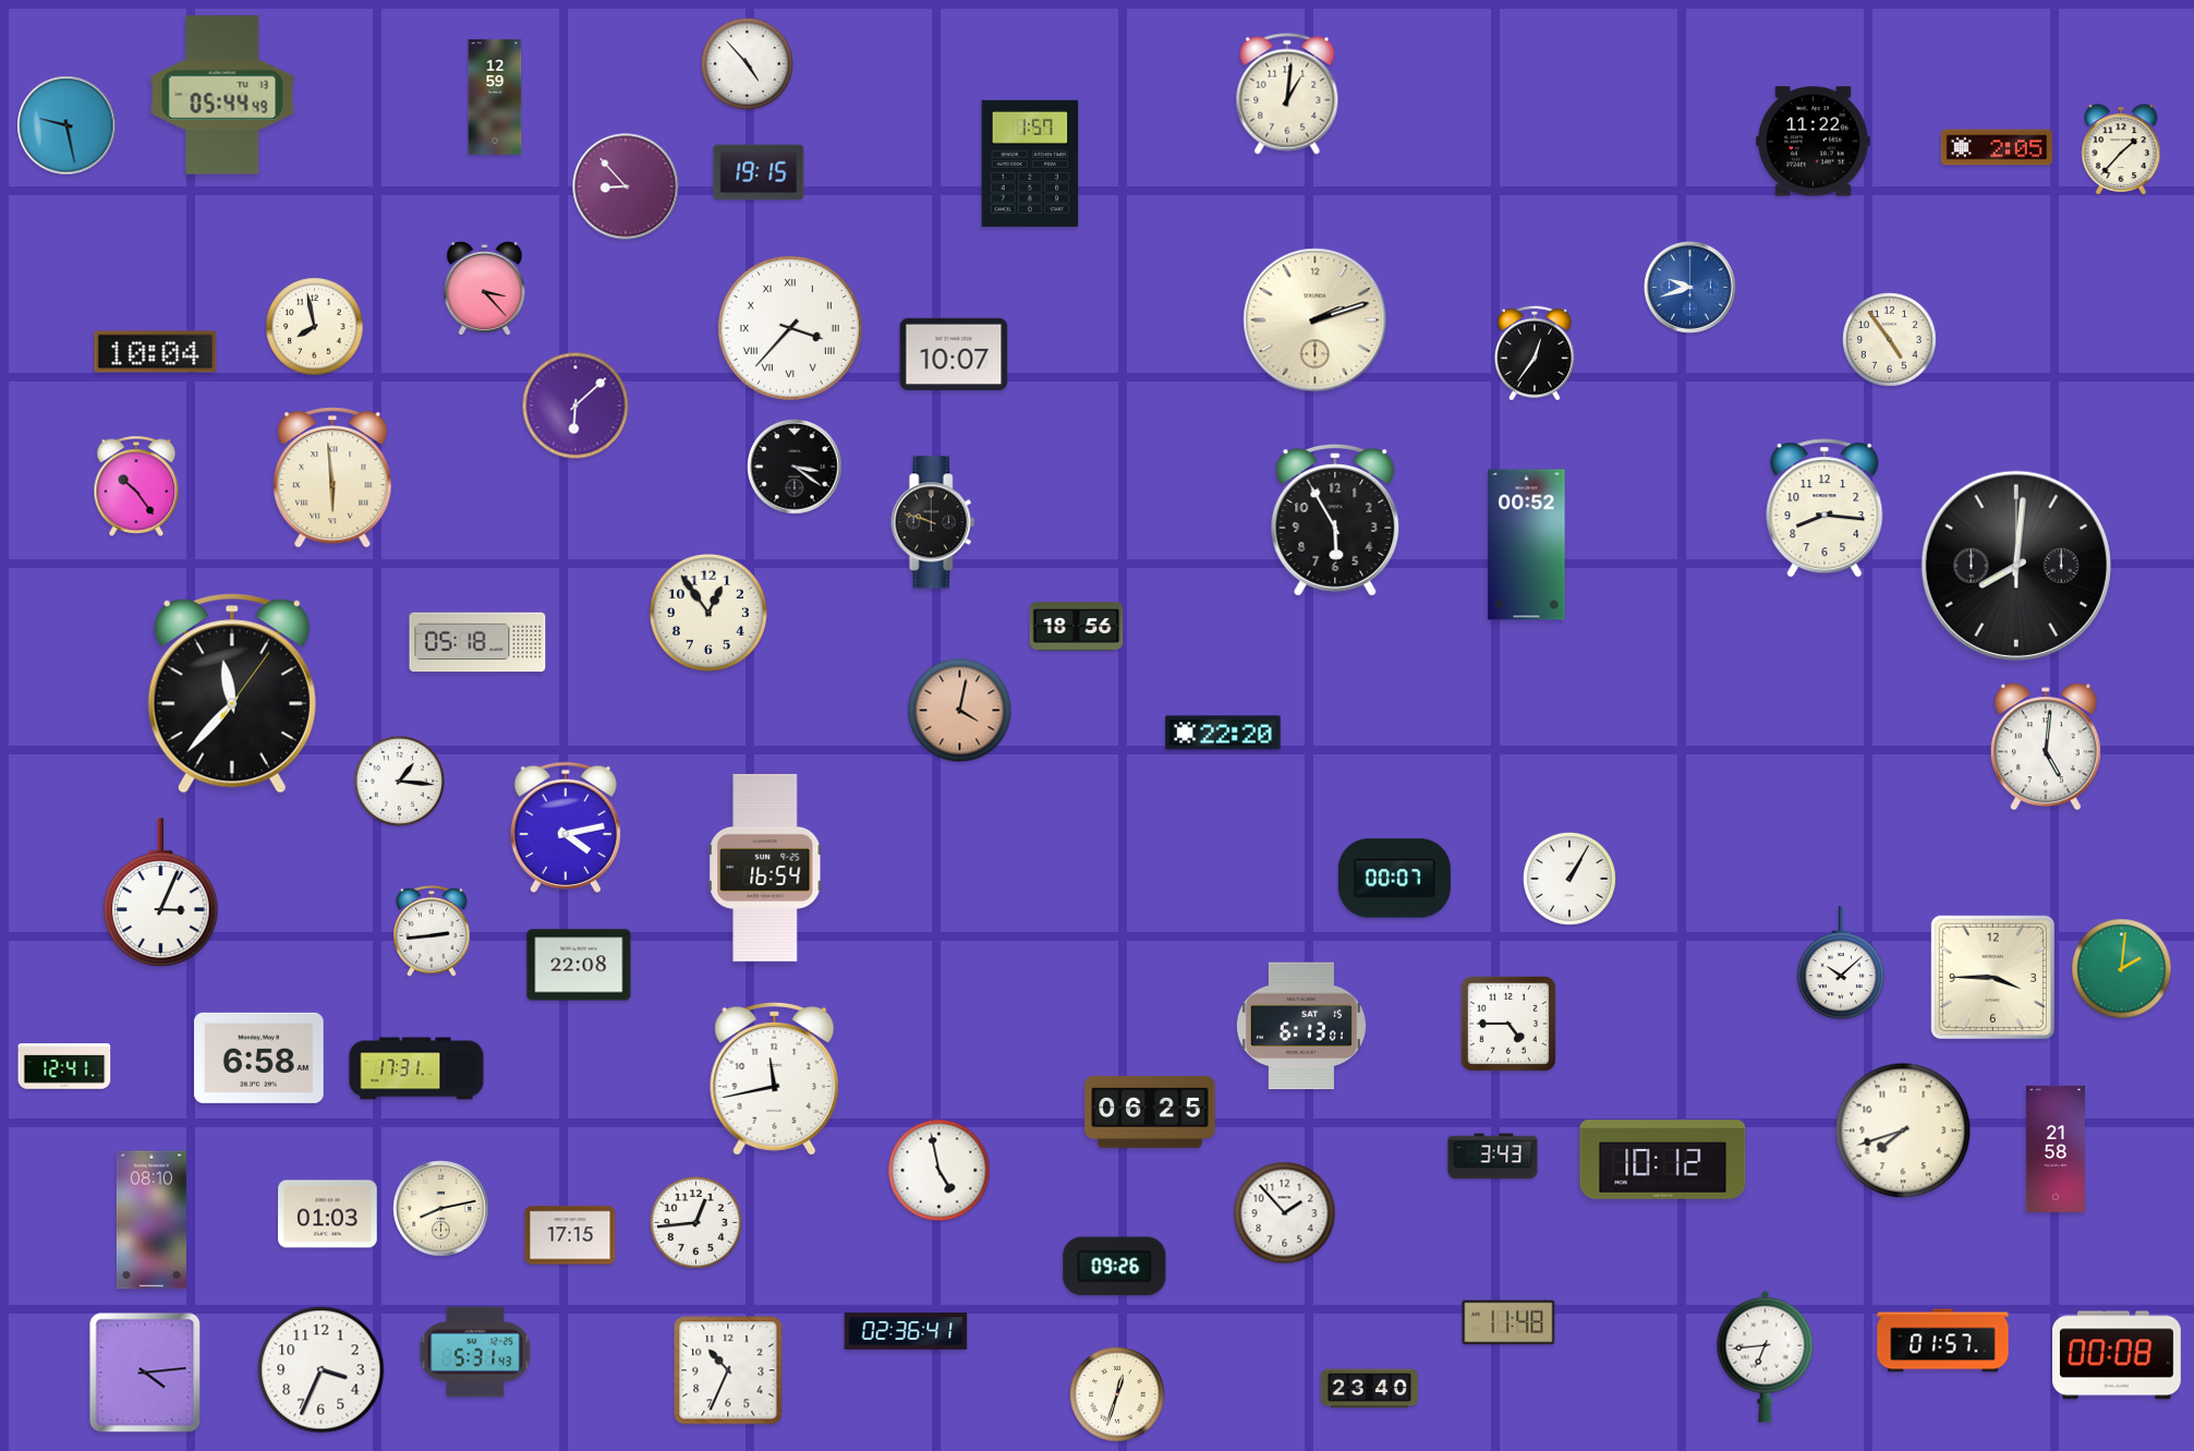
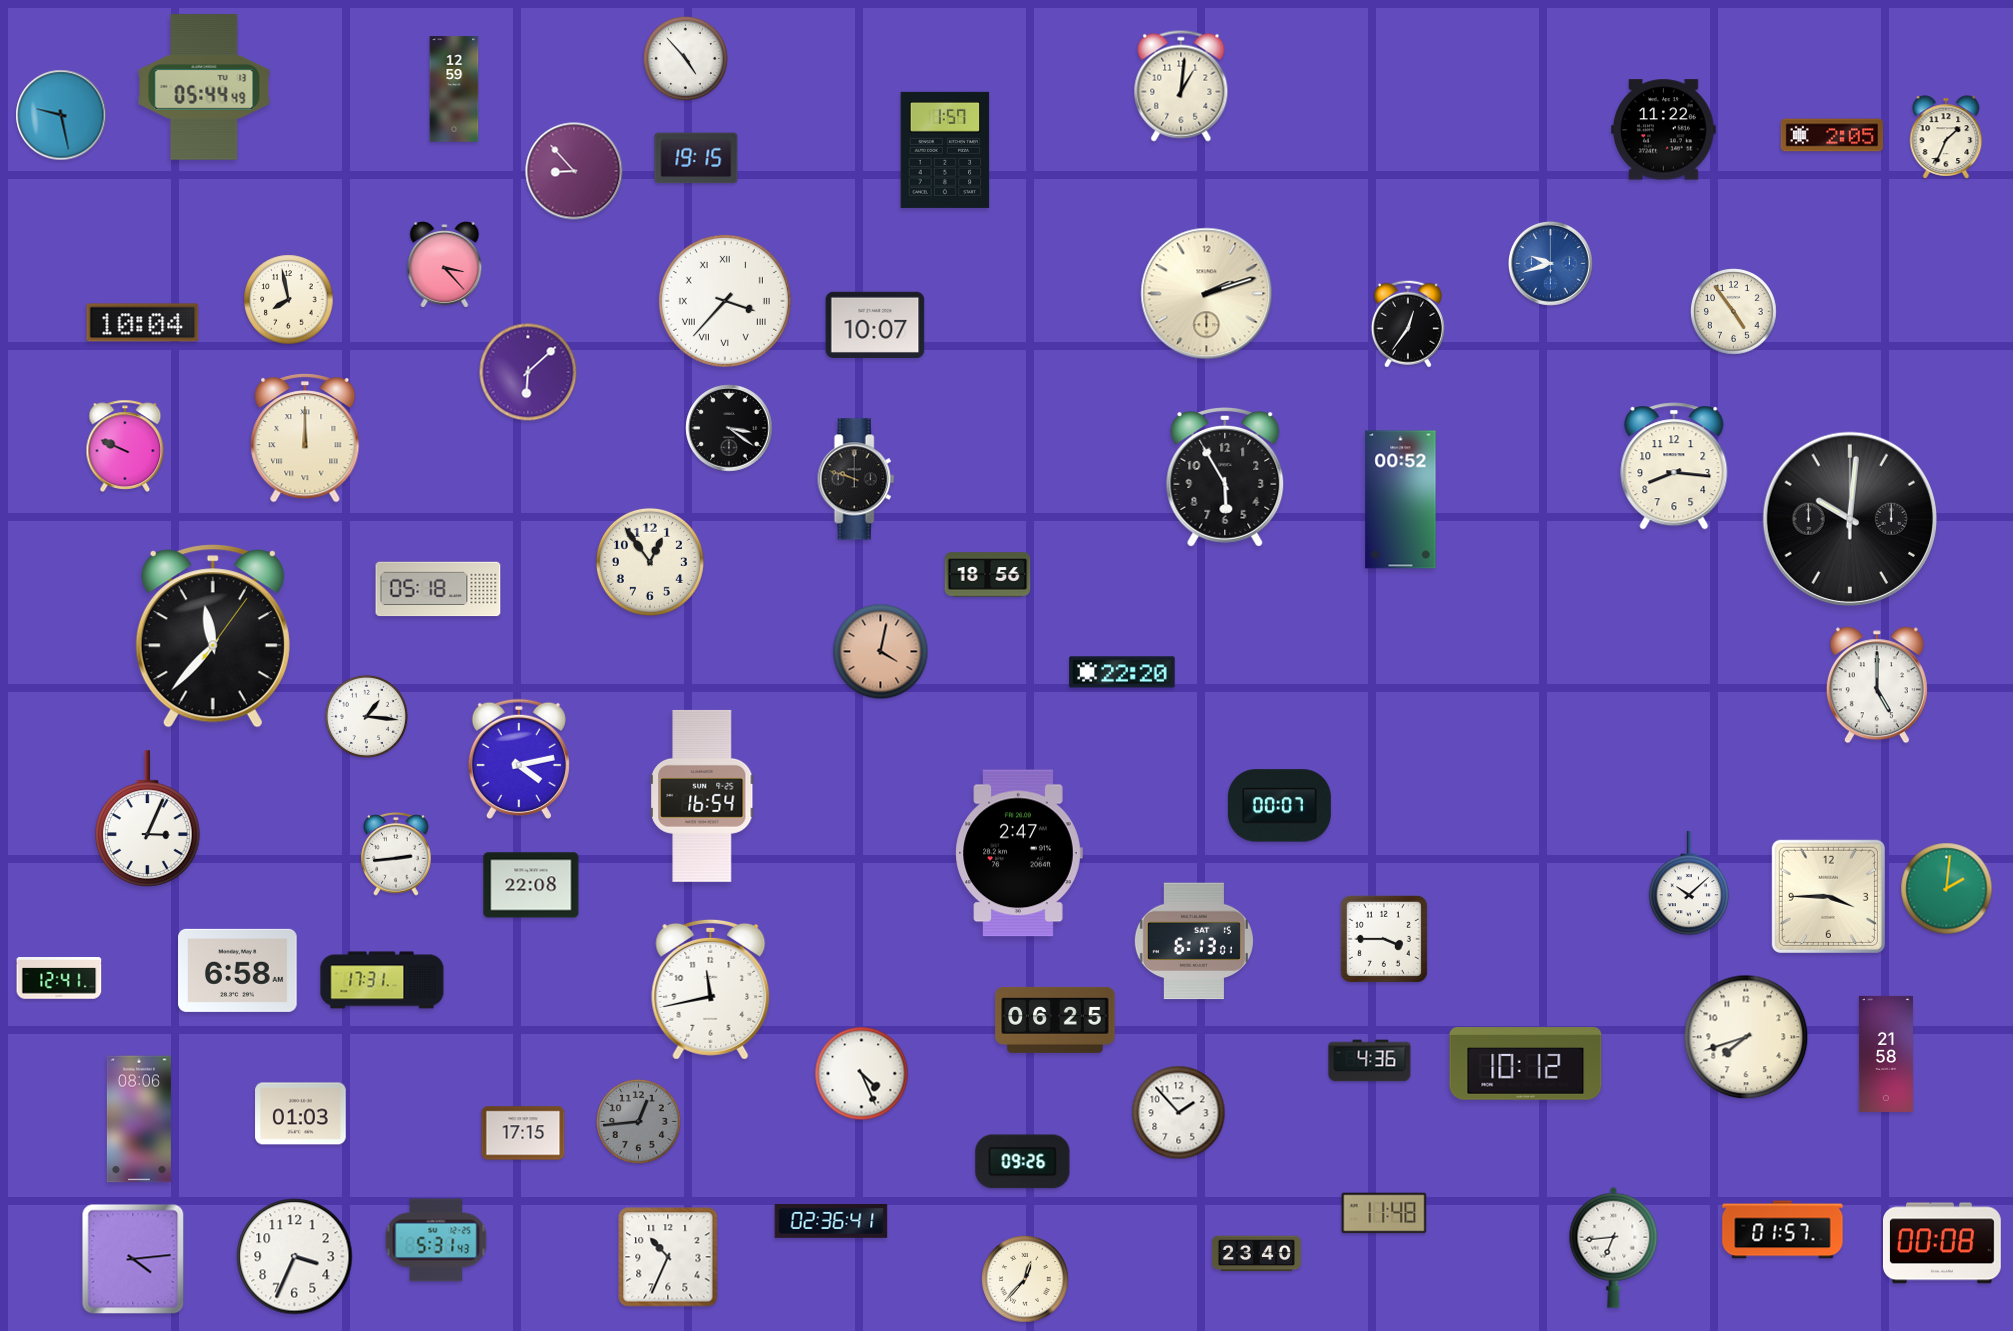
clock at (2121, 149): 1:37 -> 1:34
clock at (332, 477): 5:59 -> 12:00
clock at (136, 486): 10:24 -> 9:49
clock at (2016, 566): 8:01 -> 10:01
clock at (2046, 747): 5:01 -> 5:00
clock at (1569, 879): 1:05 -> none
clock at (1019, 853): none -> 2:47
clock at (1508, 1024): 4:45 -> 3:45
clock at (1493, 1157): 3:43 -> 4:36
clock at (940, 1171): 4:58 -> 4:26
clock at (441, 1209): 8:13 -> none
clock at (151, 1220): 08:10 -> 08:06
clock at (695, 1222) dial: white -> grey
clock at (1766, 1356) position: (1766, 1356) -> (1614, 1247)
clock at (1369, 1389) position: (1369, 1389) -> (1256, 1254)
clock at (1117, 1394): 12:33 -> 12:37
